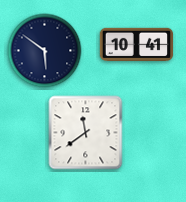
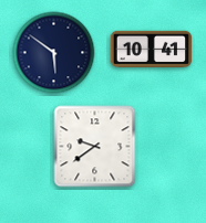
clock at (45, 51) position: (45, 51) -> (54, 53)
clock at (86, 133): 11:39 -> 9:39
